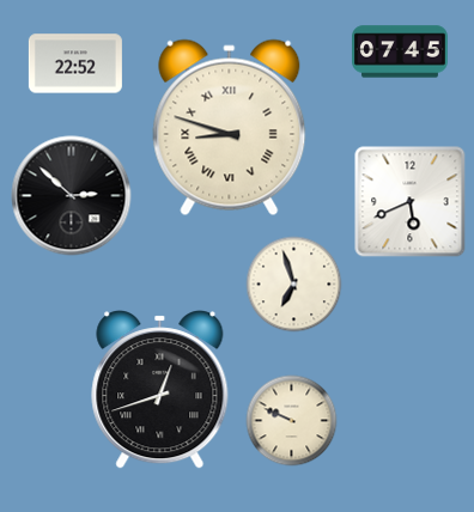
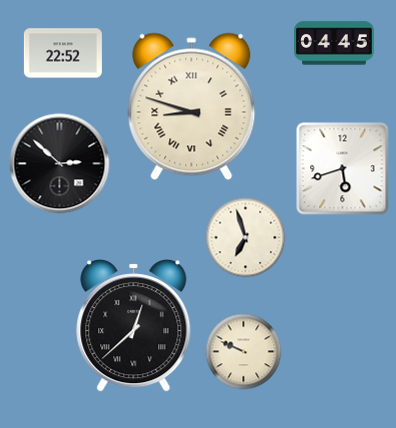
clock at (401, 51): 07:45 -> 04:45
clock at (411, 202): 5:41 -> 5:42
clock at (160, 390): 12:42 -> 12:38
